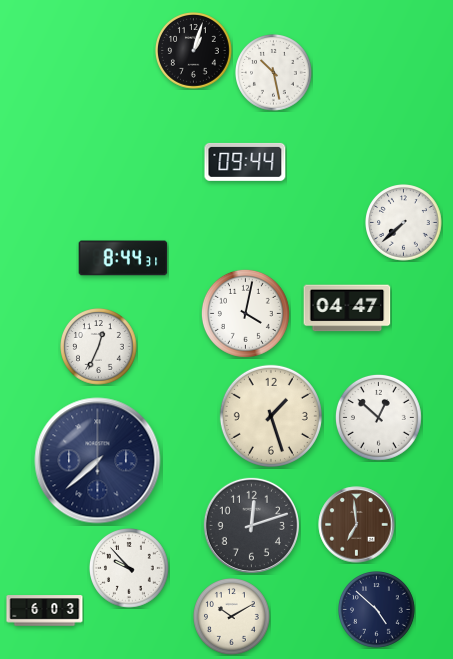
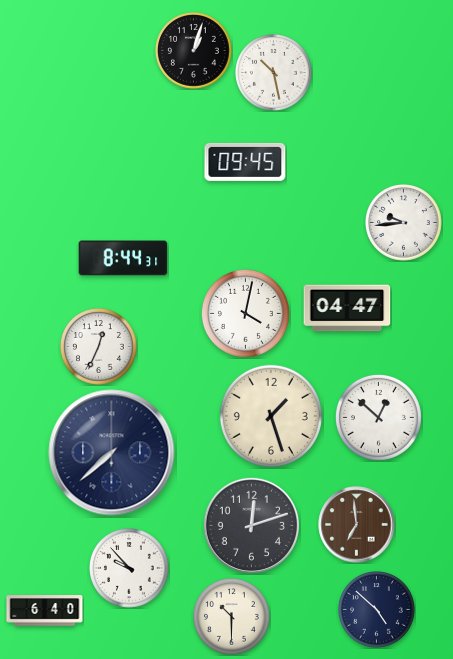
clock at (245, 162): 09:44 -> 09:45
clock at (404, 223): 7:38 -> 9:44
clock at (98, 461) position: (98, 461) -> (112, 453)
clock at (45, 611): 6:03 -> 6:40
clock at (232, 617): 10:10 -> 10:30
